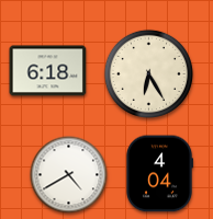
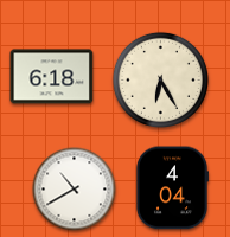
clock at (69, 175): 4:40 -> 10:40
